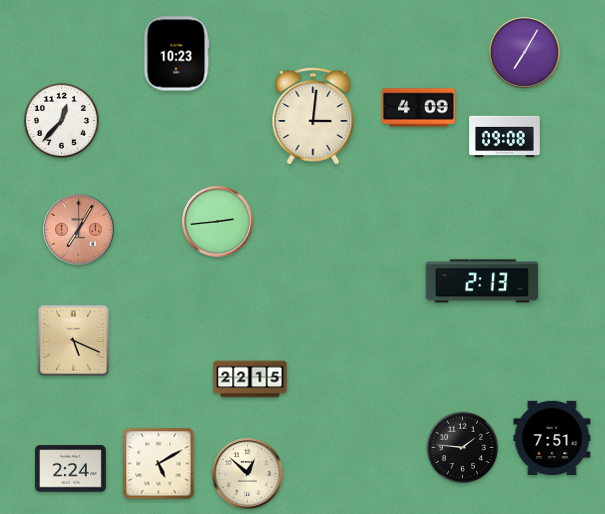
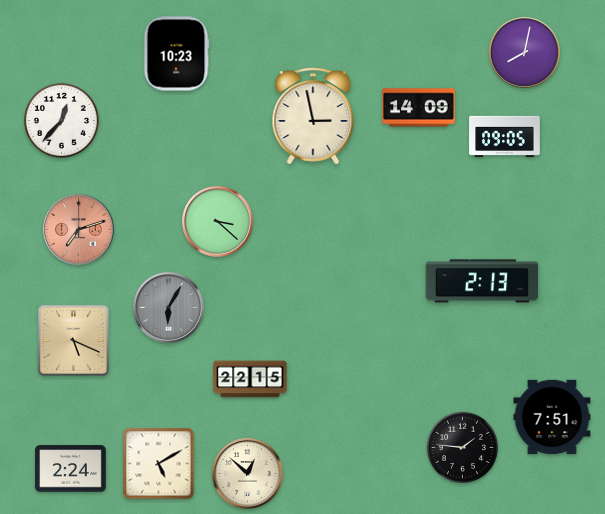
clock at (525, 53): 7:05 -> 8:02
clock at (419, 108): 4:09 -> 14:09
clock at (313, 116): 3:01 -> 2:58
clock at (505, 136): 09:08 -> 09:05
clock at (218, 222): 2:44 -> 3:22
clock at (79, 230): 7:05 -> 7:12
clock at (169, 308): none -> 6:05
clock at (552, 438) position: (552, 438) -> (552, 417)
